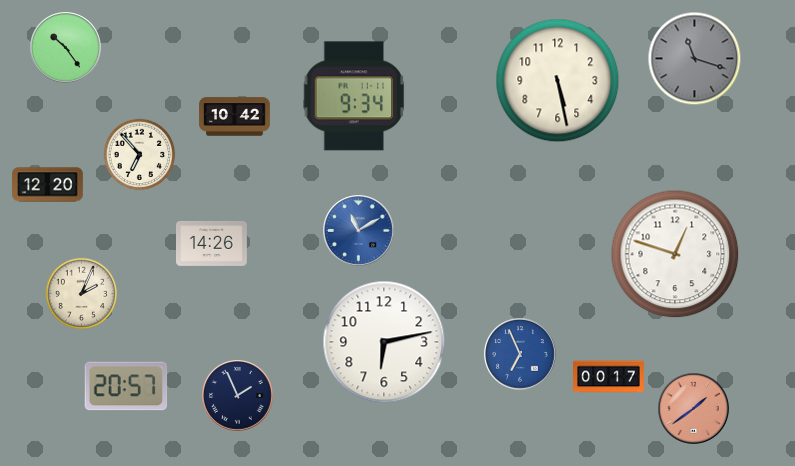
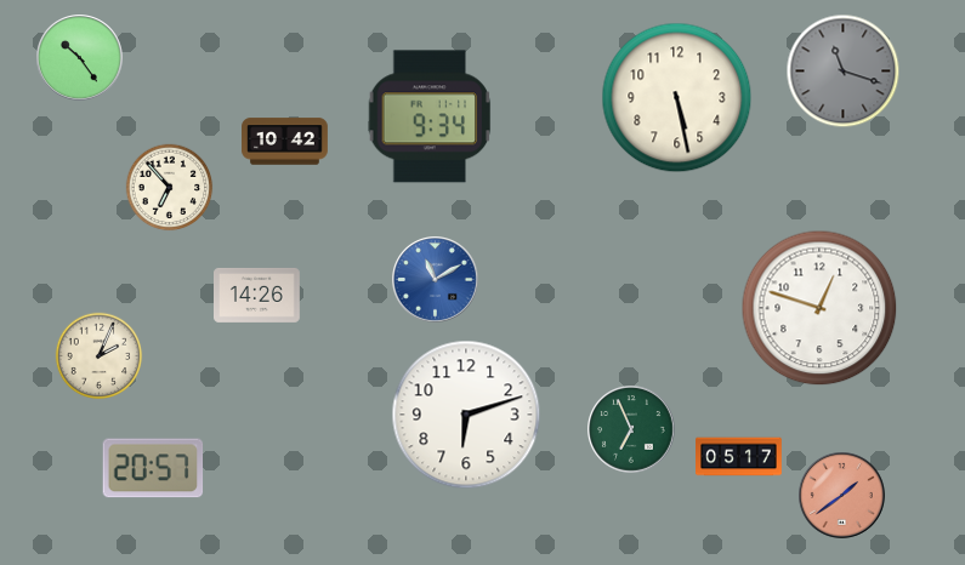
clock at (48, 185): 12:20 -> none
clock at (384, 342): 6:13 -> 6:12
clock at (521, 355) dial: blue -> green
clock at (609, 377): 00:17 -> 05:17
clock at (238, 396): 1:56 -> none
